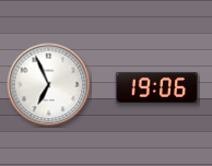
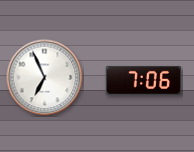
clock at (157, 87): 19:06 -> 7:06
